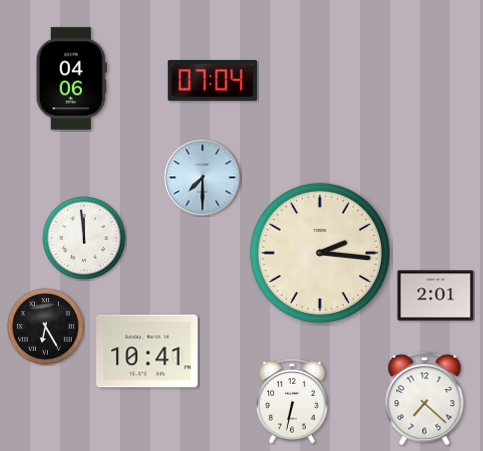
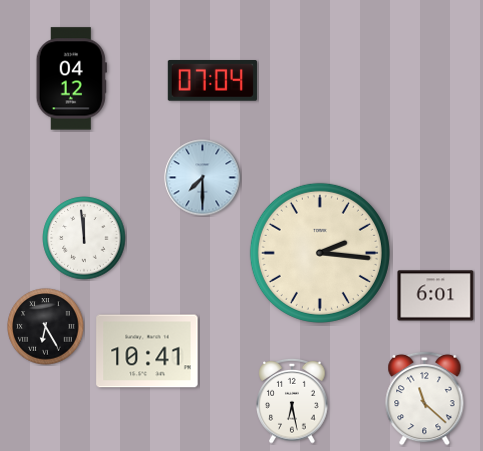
clock at (71, 79): 04:06 -> 04:12
clock at (436, 296): 2:01 -> 6:01
clock at (425, 398): 7:22 -> 11:22
clock at (292, 401): 6:32 -> 6:28
